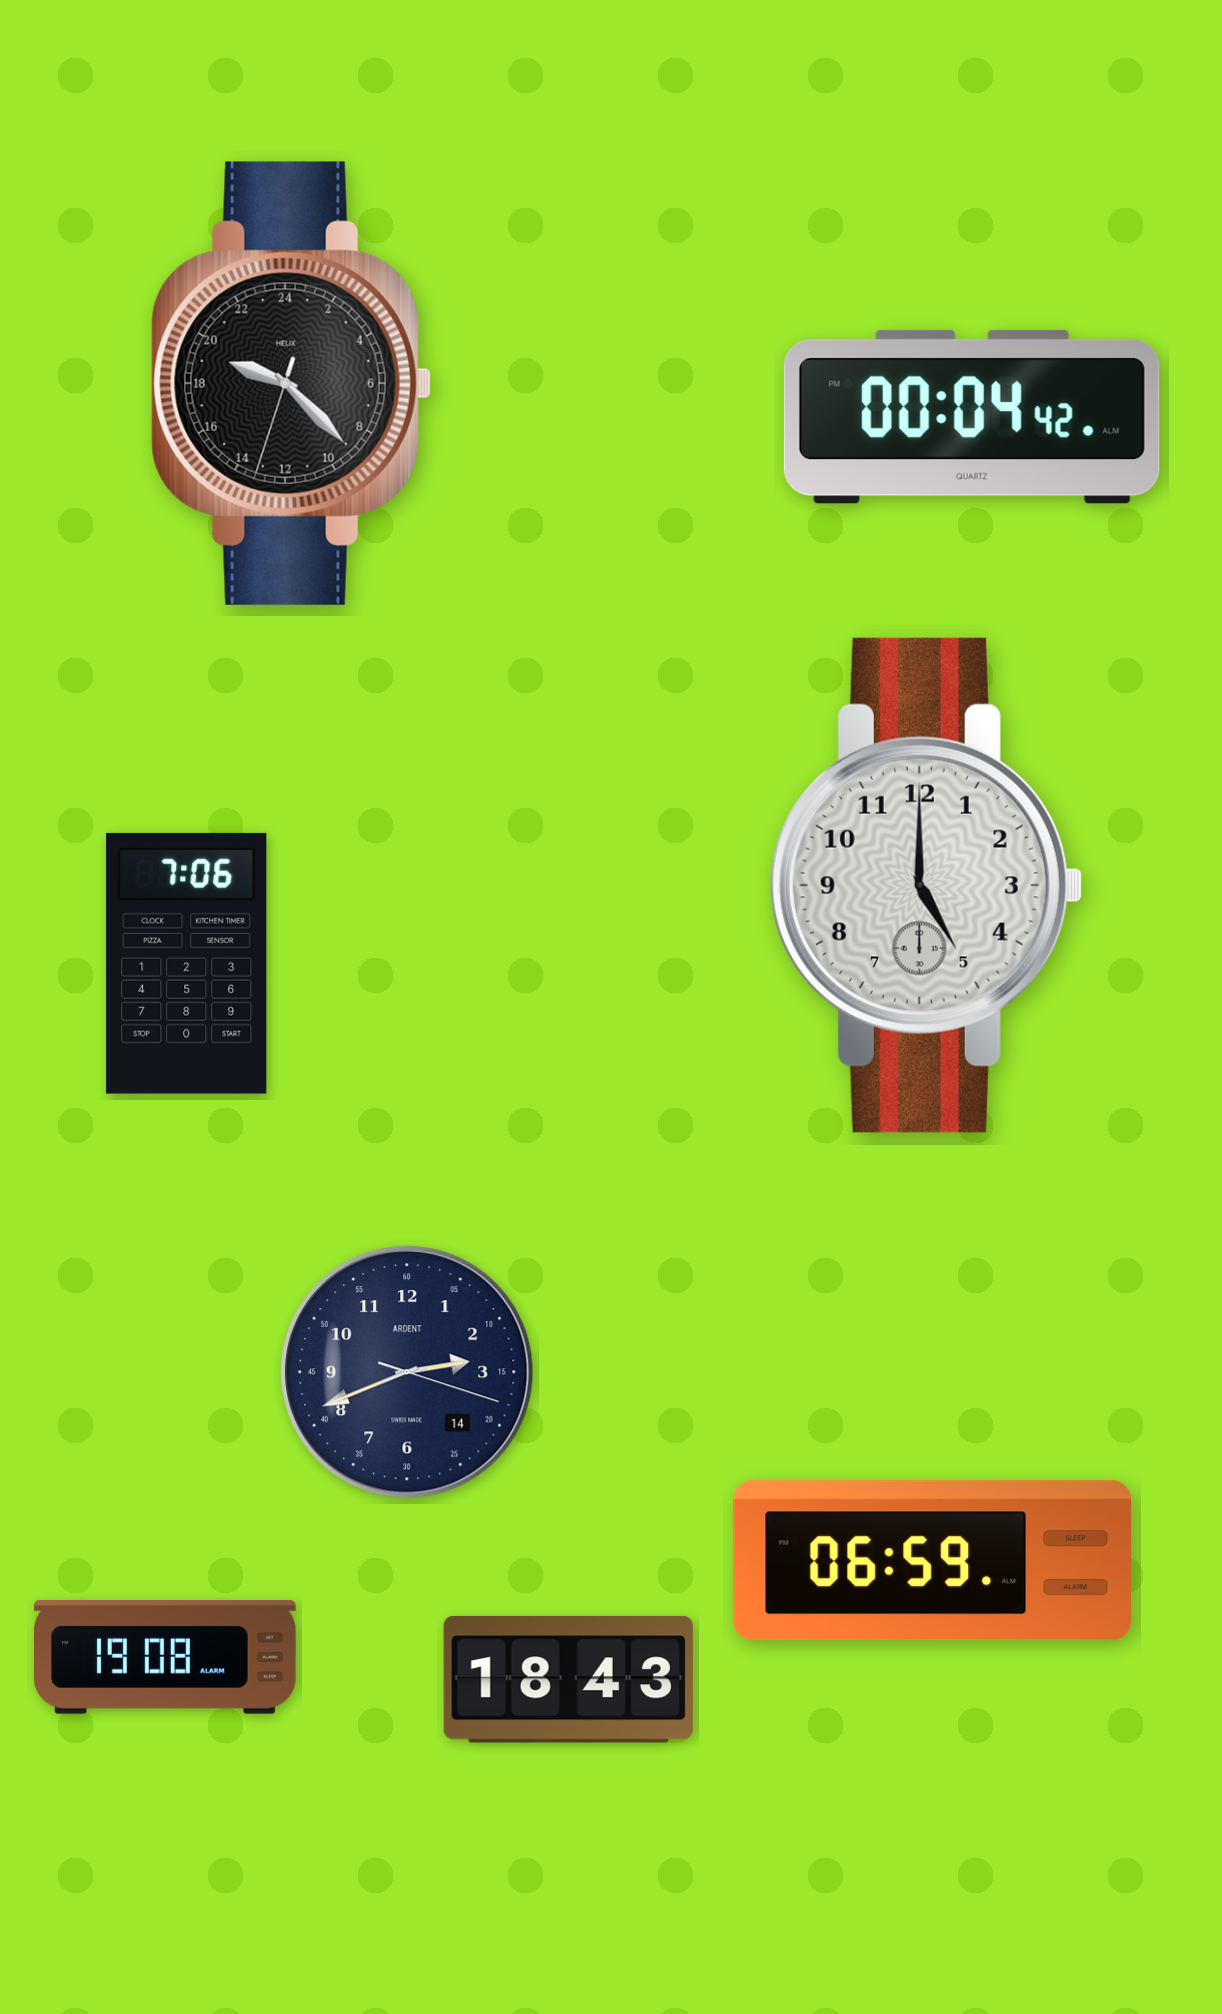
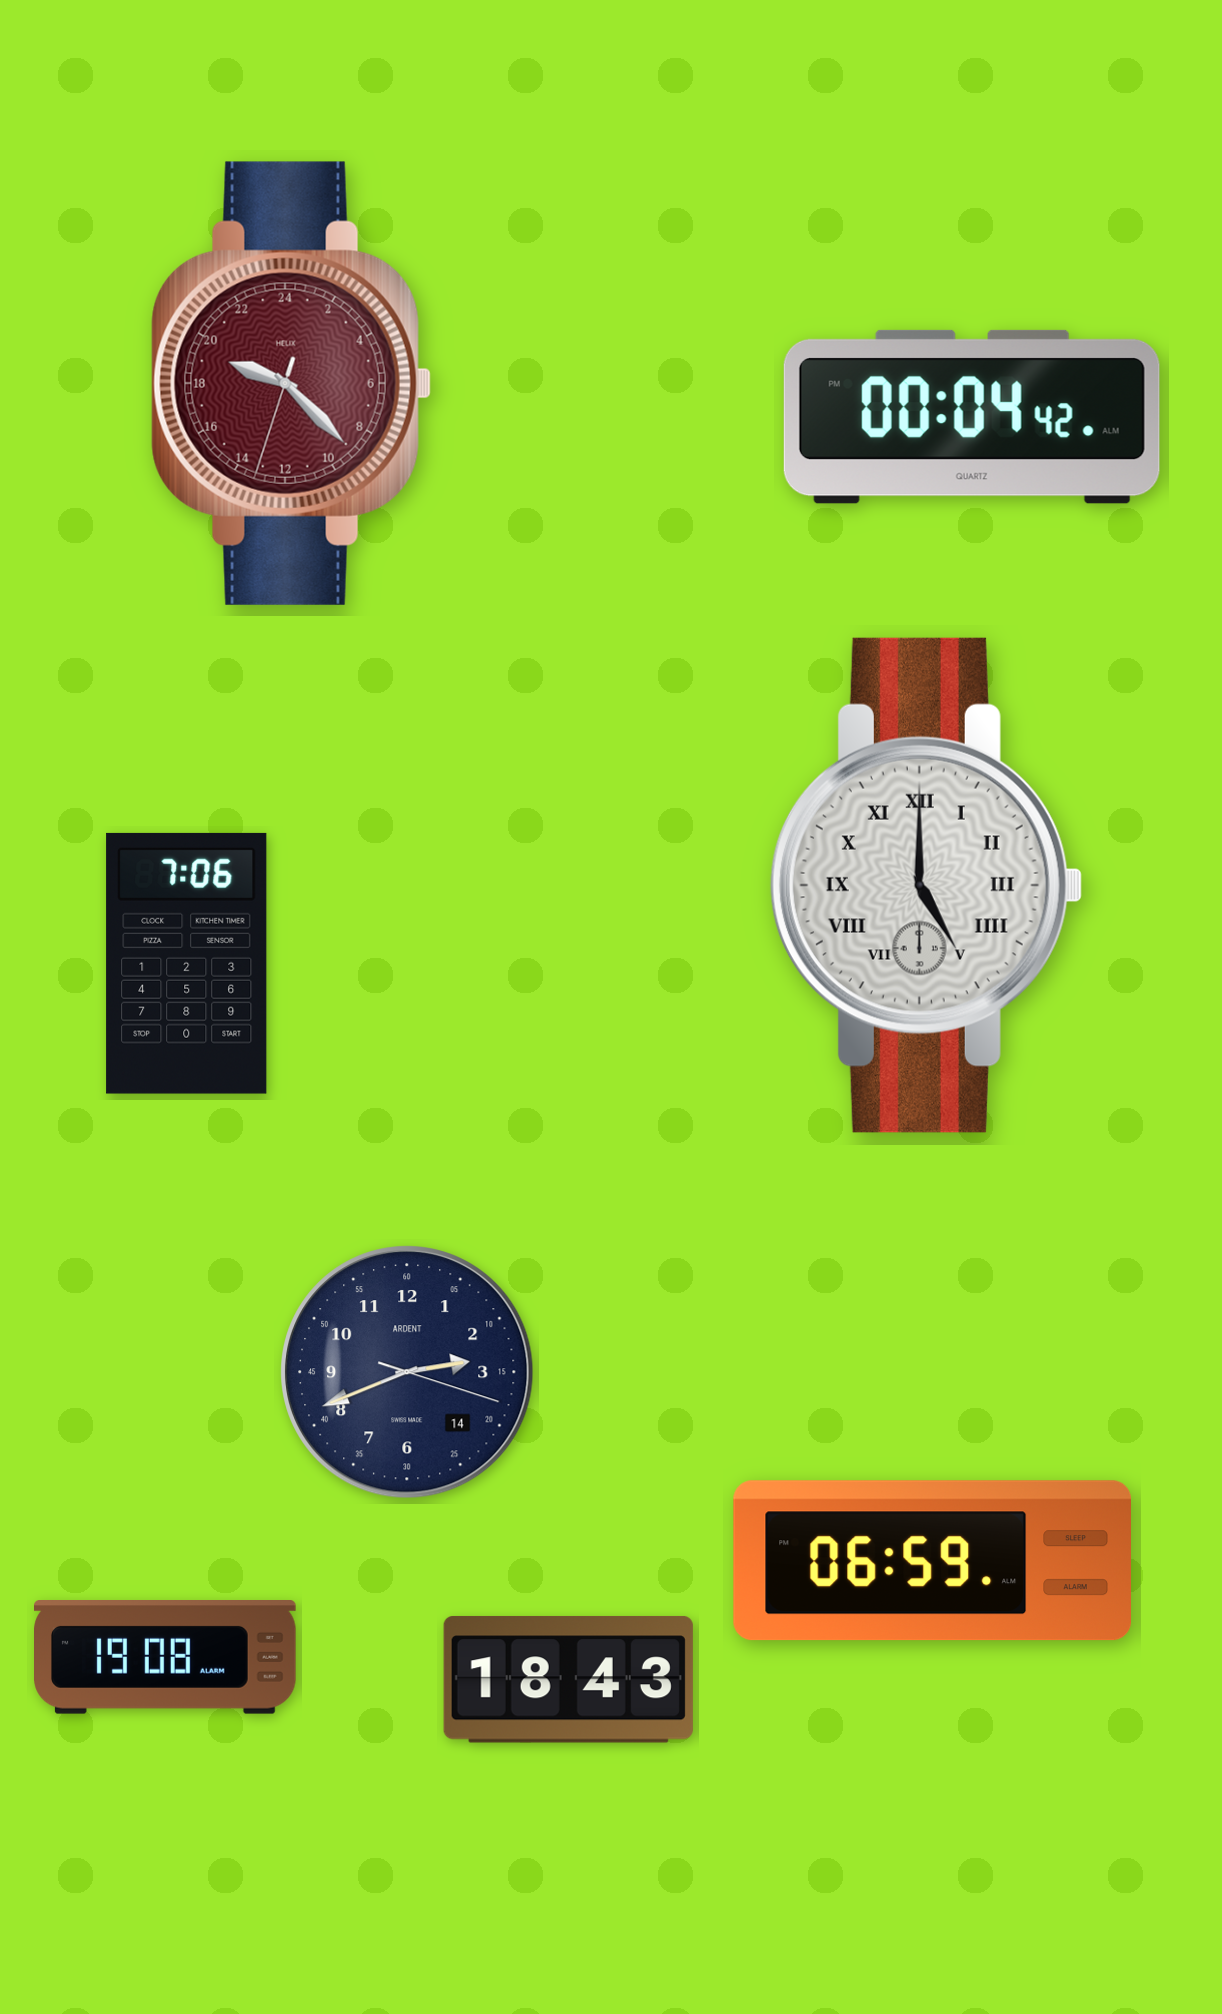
clock at (291, 383) dial: black -> burgundy
clock at (926, 885) numerals: Arabic -> Roman
